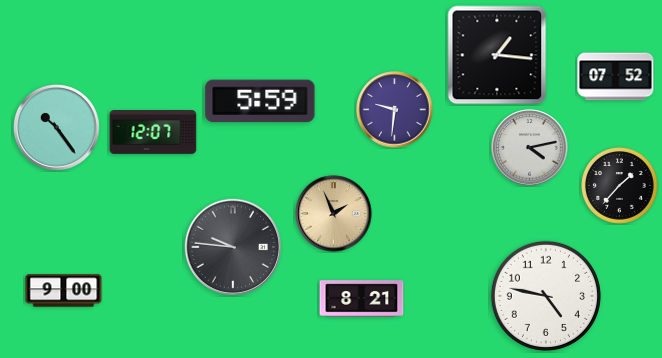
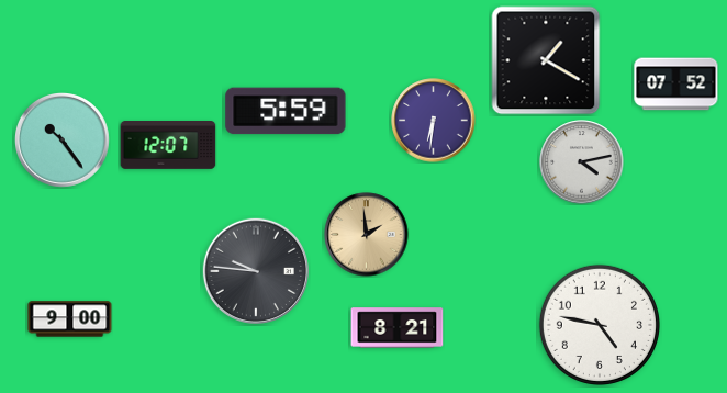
clock at (497, 55): 1:16 -> 1:20
clock at (395, 110): 9:31 -> 6:31
clock at (620, 186): 1:37 -> none
clock at (334, 214): 1:56 -> 1:59
